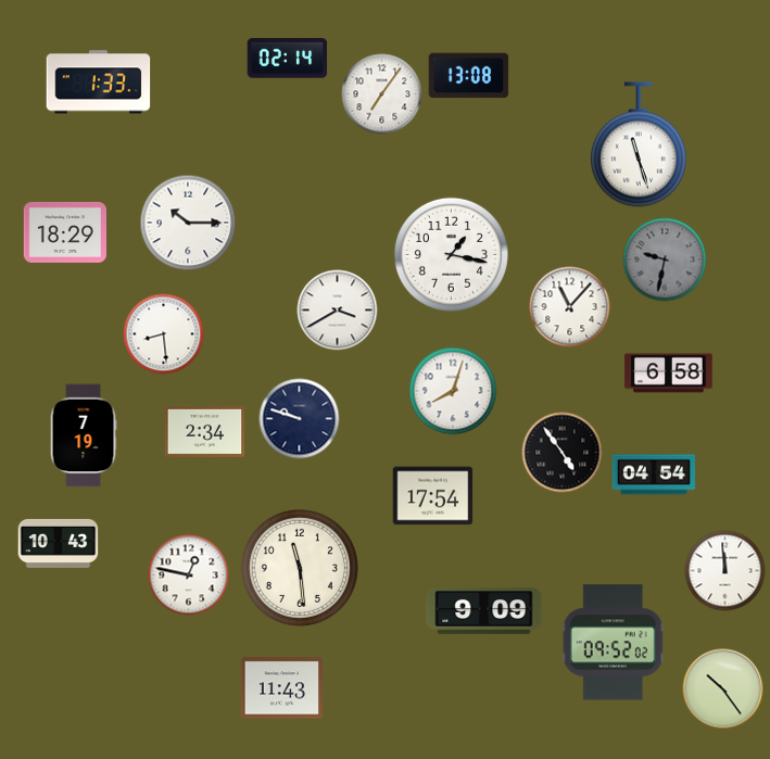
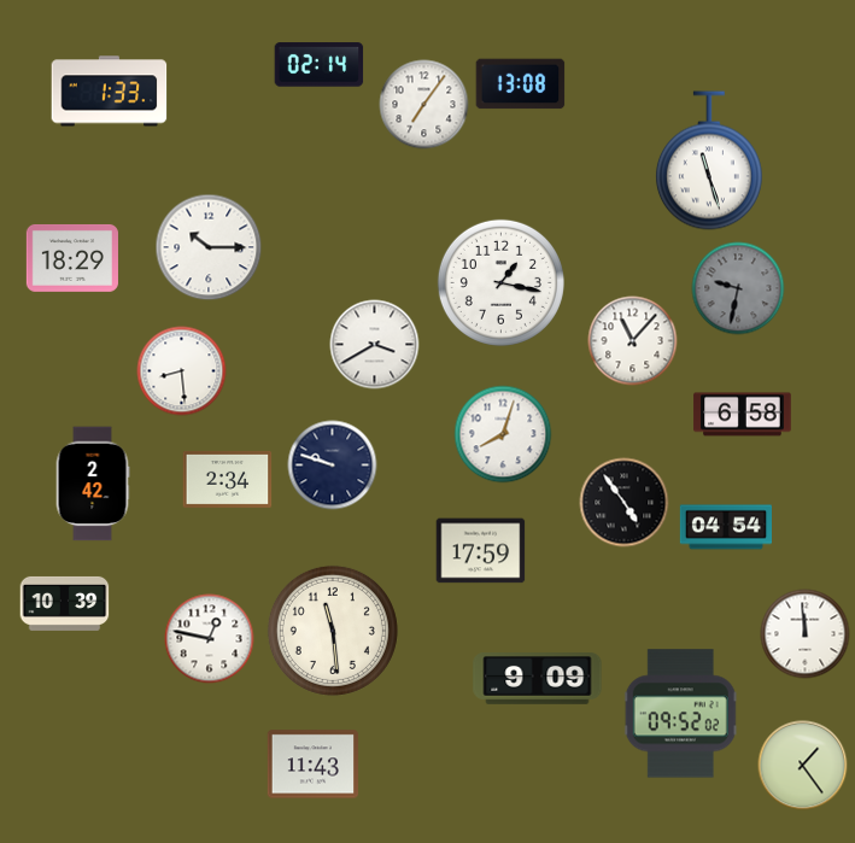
clock at (84, 435): 7:19 -> 2:42
clock at (433, 496): 17:54 -> 17:59
clock at (59, 543): 10:43 -> 10:39
clock at (723, 690): 10:24 -> 1:24
